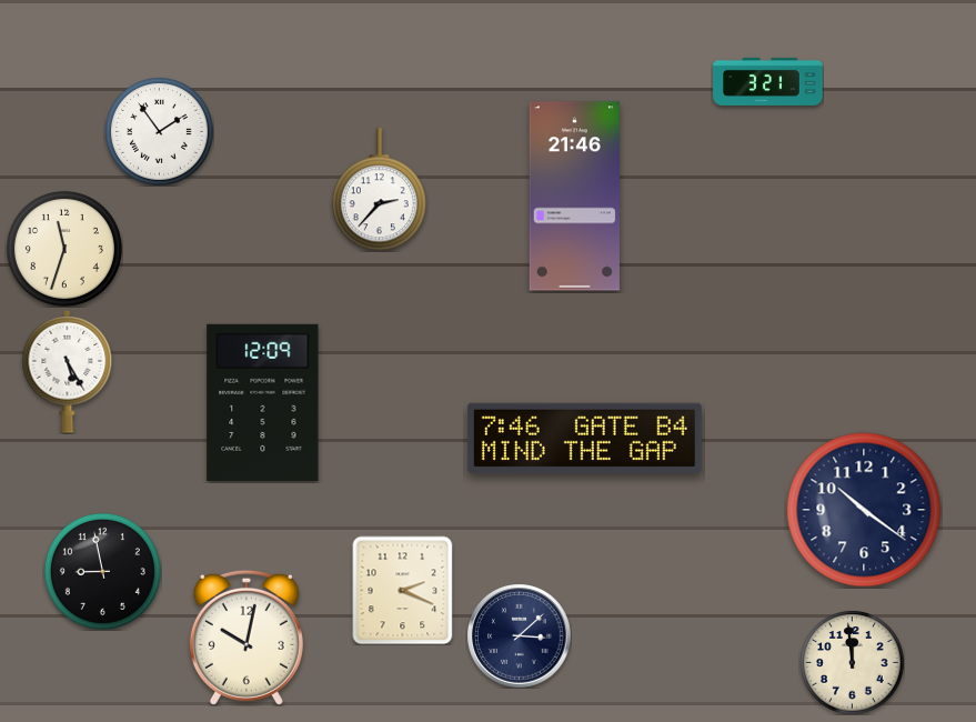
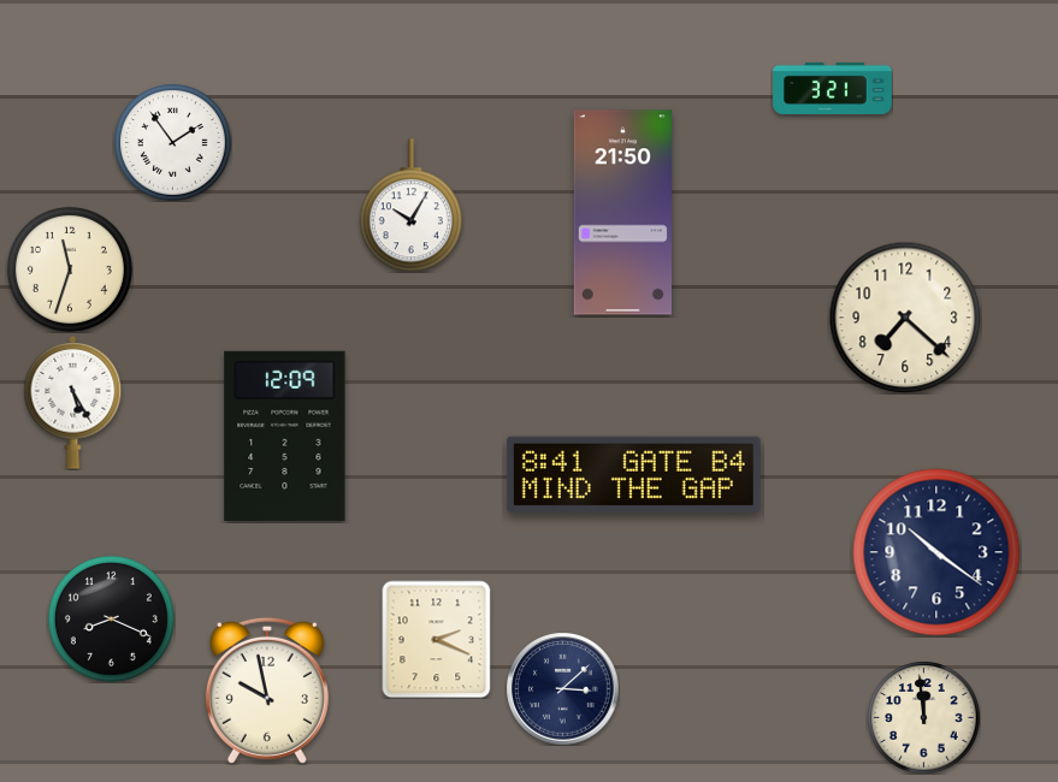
clock at (379, 190): 2:37 -> 10:05
clock at (574, 197): 21:46 -> 21:50
clock at (905, 318): none -> 7:22
clock at (584, 438): 7:46 -> 8:41
clock at (102, 571): 8:58 -> 8:19
clock at (246, 638): 10:02 -> 9:58
